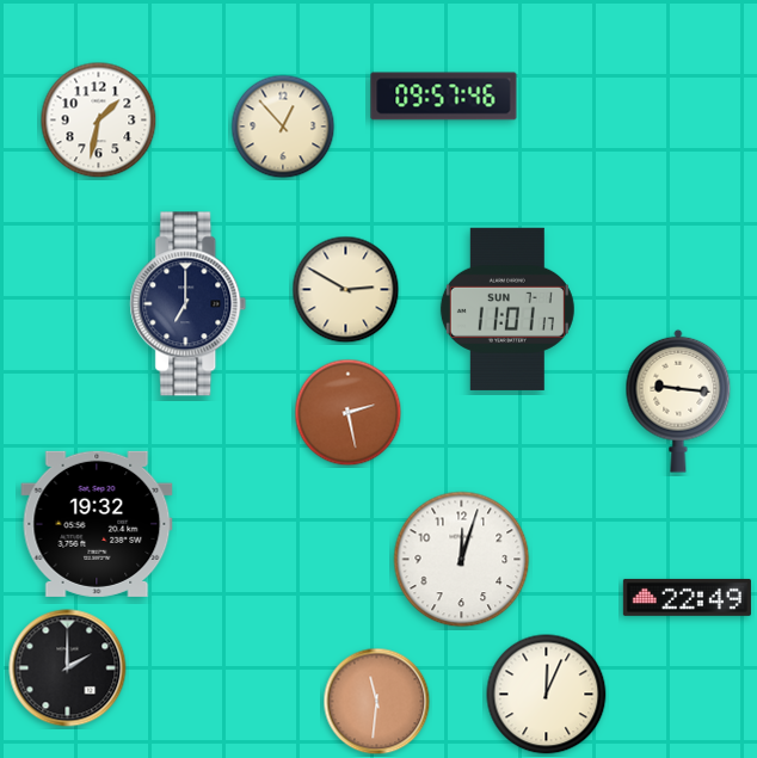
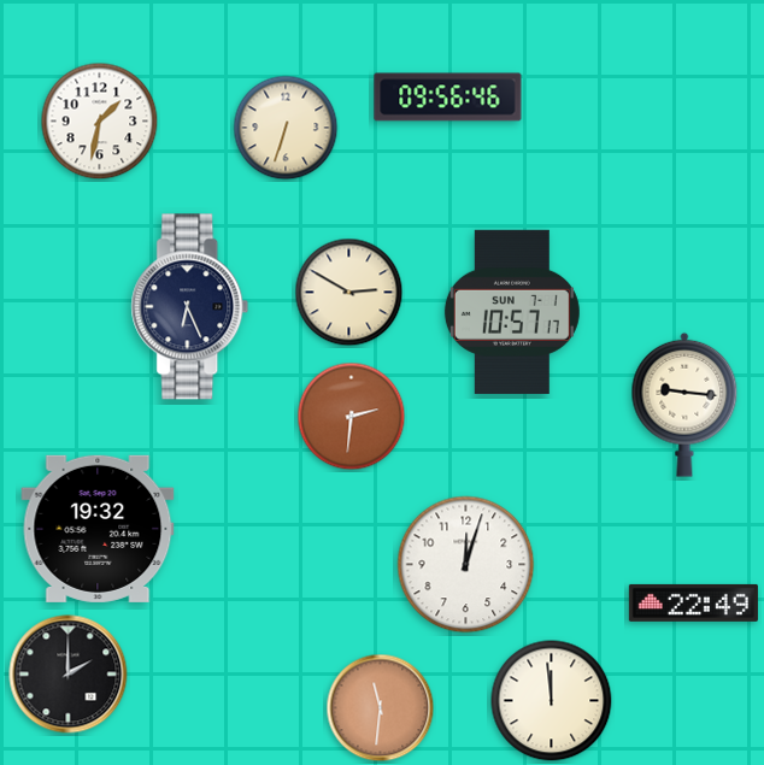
clock at (444, 97): 09:57 -> 09:56
clock at (283, 127): 12:53 -> 6:33
clock at (189, 304): 7:00 -> 6:26
clock at (507, 309): 11:01 -> 10:57
clock at (349, 413): 2:28 -> 2:31
clock at (547, 695): 12:04 -> 11:59
